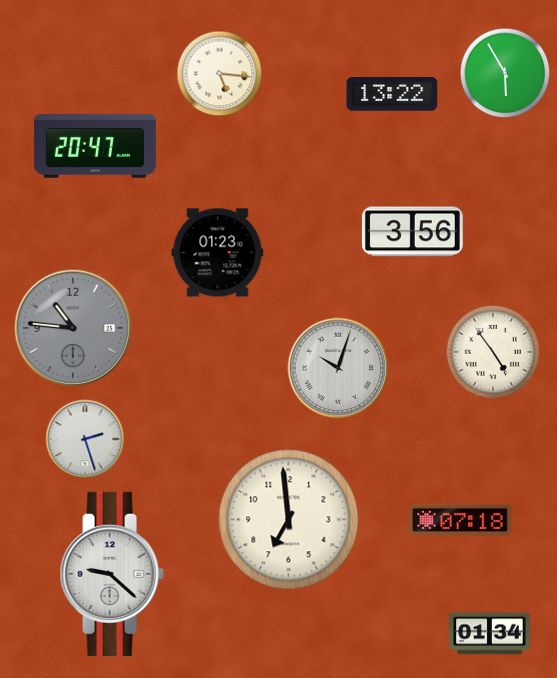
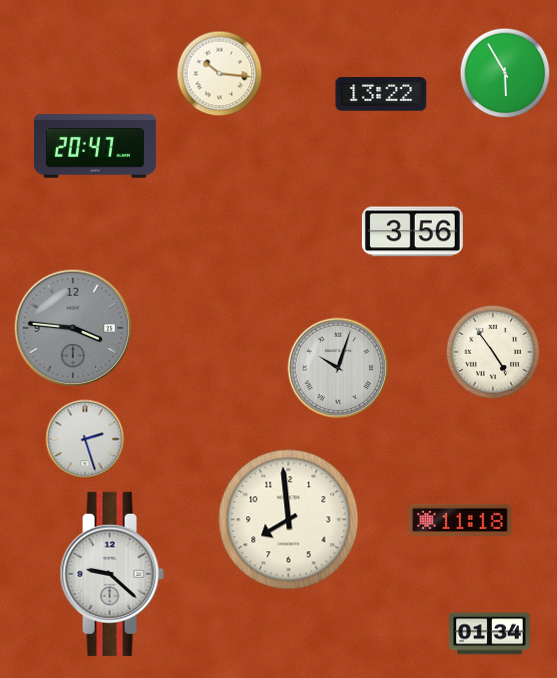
clock at (220, 74): 5:16 -> 10:16
clock at (392, 94) position: (392, 94) -> (381, 94)
clock at (218, 253): 01:23 -> none
clock at (73, 328): 10:46 -> 3:46
clock at (289, 520): 6:59 -> 7:59
clock at (460, 520): 07:18 -> 11:18
